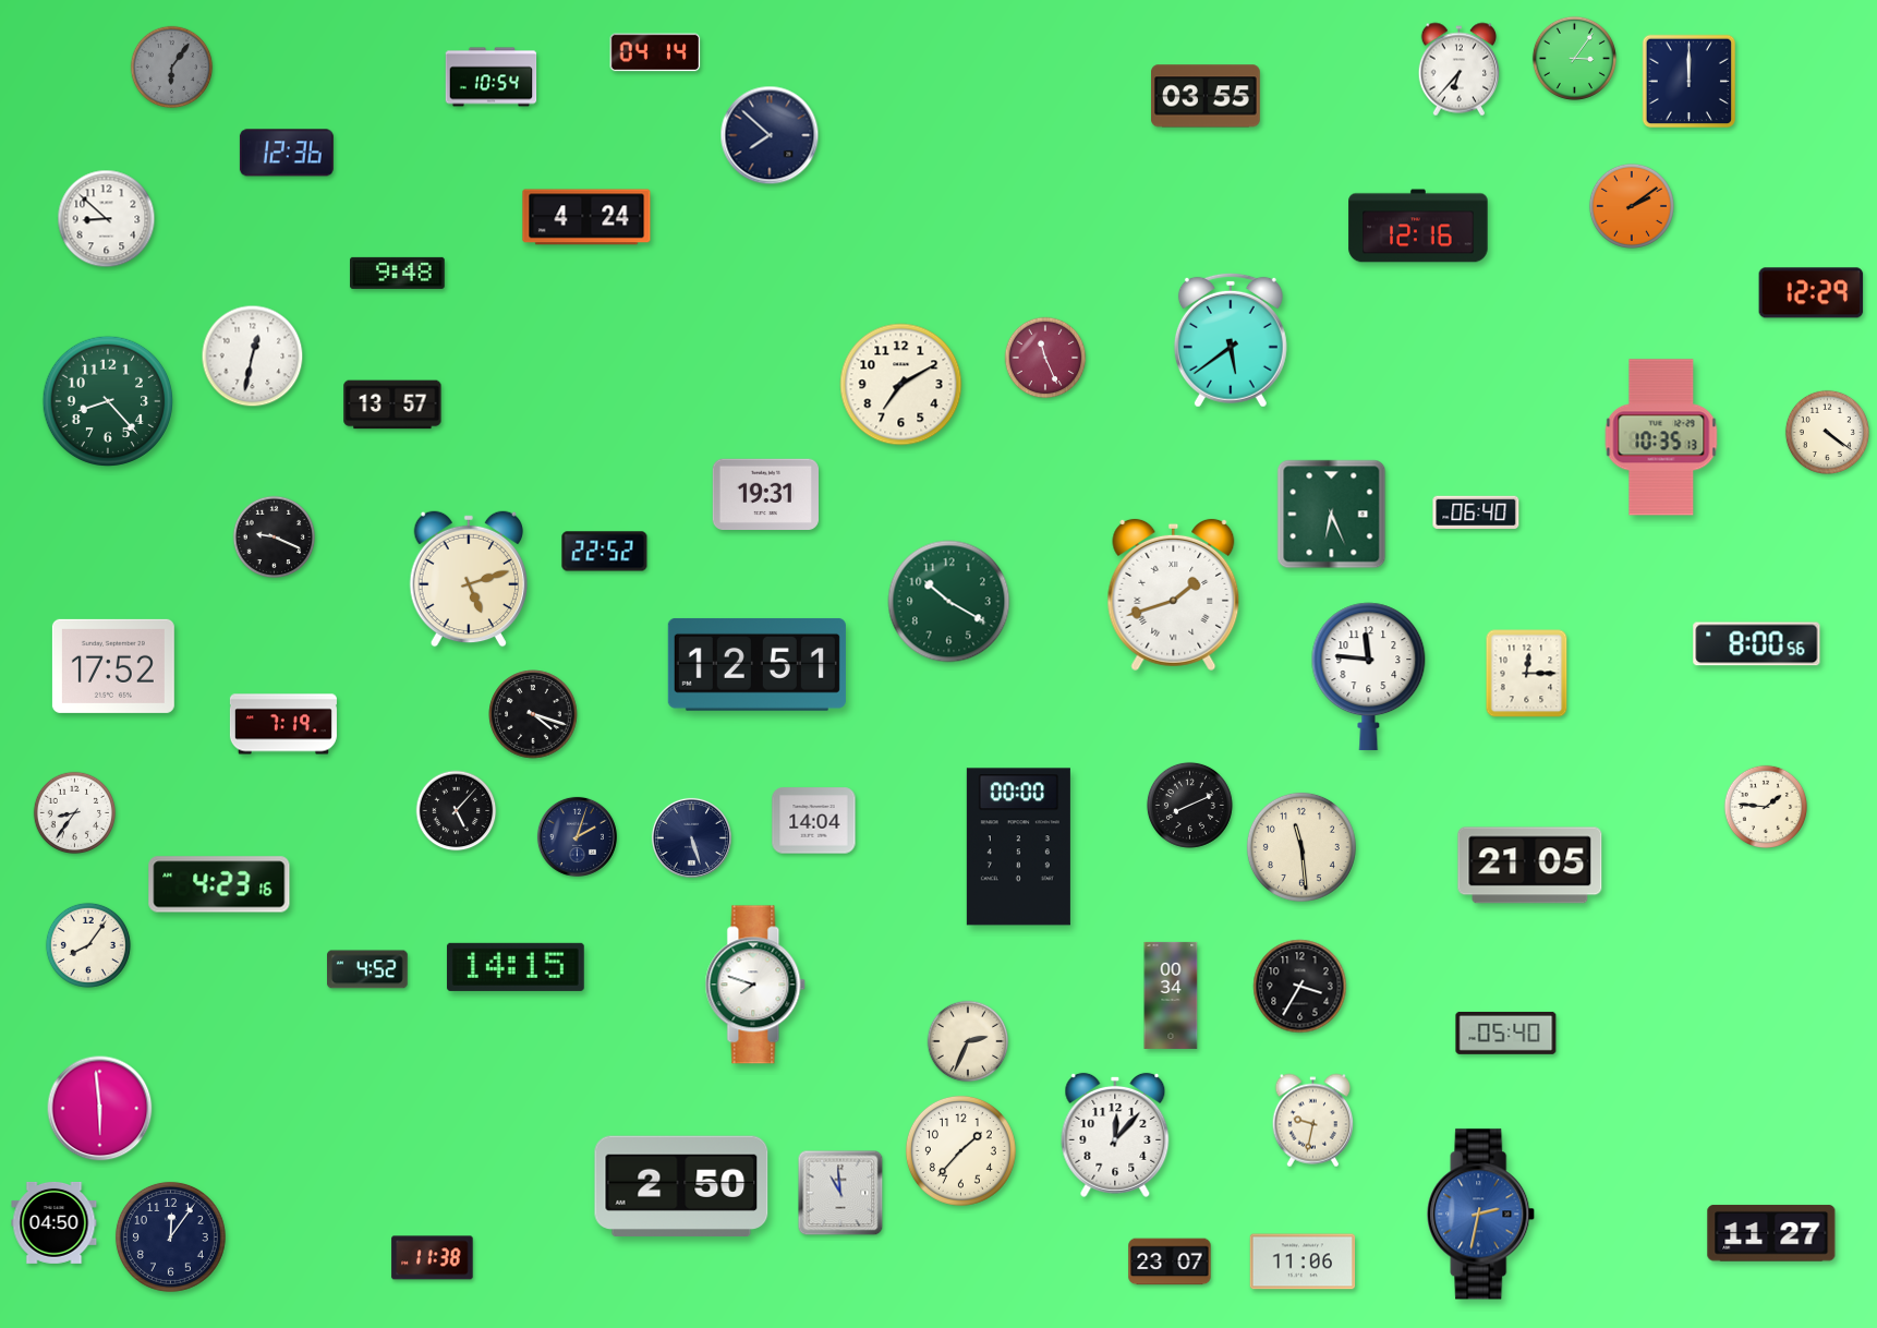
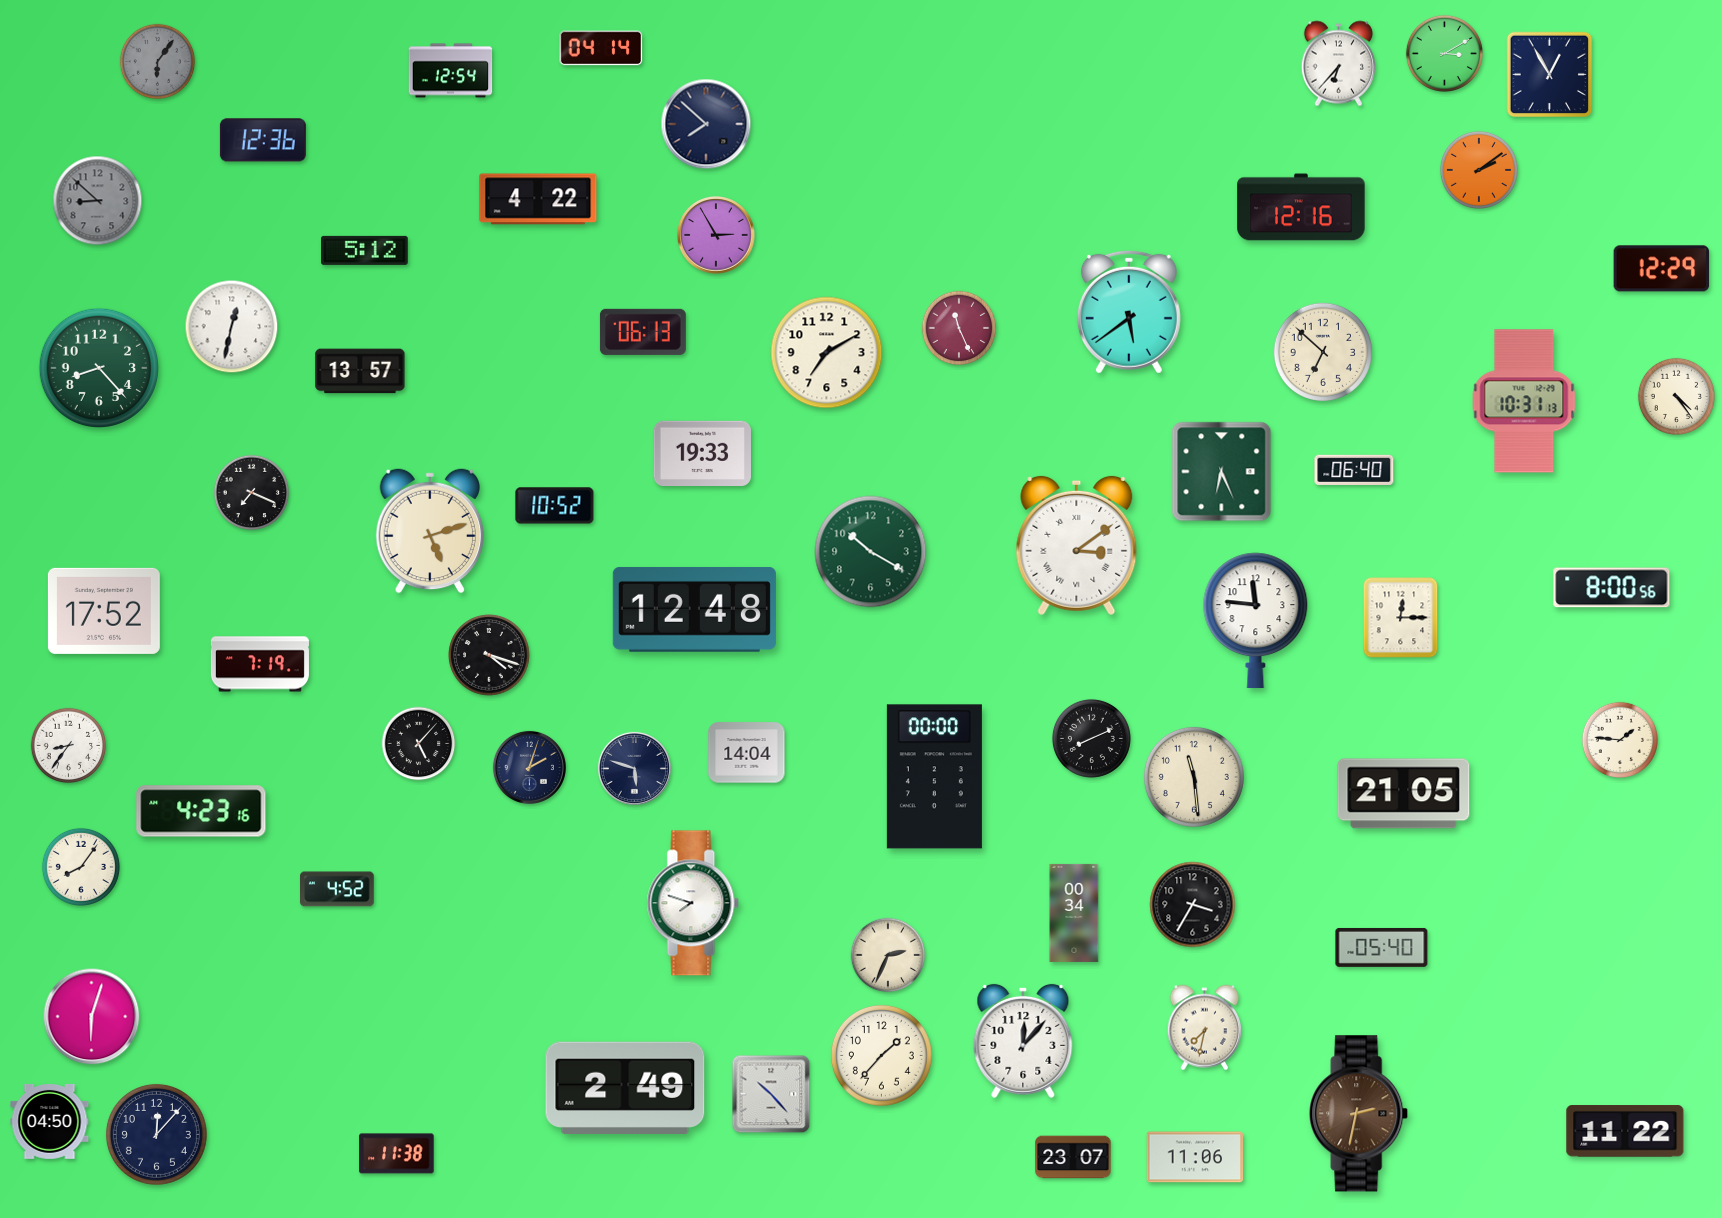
clock at (1574, 58): 3:06 -> 3:10
clock at (492, 77): 10:54 -> 12:54
clock at (1690, 82): 12:00 -> 12:55
clock at (1206, 96): 03:55 -> none
clock at (1632, 206) position: (1632, 206) -> (1479, 170)
clock at (586, 217): 4:24 -> 4:22
clock at (107, 219) dial: white -> grey
clock at (716, 235): none -> 2:55
clock at (398, 273): 9:48 -> 5:12
clock at (643, 332): none -> 06:13
clock at (1323, 352): none -> 6:52
clock at (1827, 432): 4:21 -> 4:24
clock at (1661, 437): 10:35 -> 10:31
clock at (765, 494): 19:31 -> 19:33
clock at (275, 538): 9:19 -> 7:19
clock at (605, 552): 22:52 -> 10:52
clock at (1174, 595): 1:42 -> 3:09
clock at (1757, 644) position: (1757, 644) -> (1612, 588)
clock at (756, 664): 12:51 -> 12:48
clock at (691, 837): 5:27 -> 5:48
clock at (516, 967): 14:15 -> none
clock at (100, 1109): 5:59 -> 6:03
clock at (1312, 1121): 9:32 -> 7:32
clock at (681, 1186): 2:50 -> 2:49
clock at (840, 1193): 10:59 -> 10:23
clock at (1481, 1215) dial: blue -> brown
clock at (1771, 1233): 11:27 -> 11:22
clock at (170, 1236): 12:06 -> 12:07
